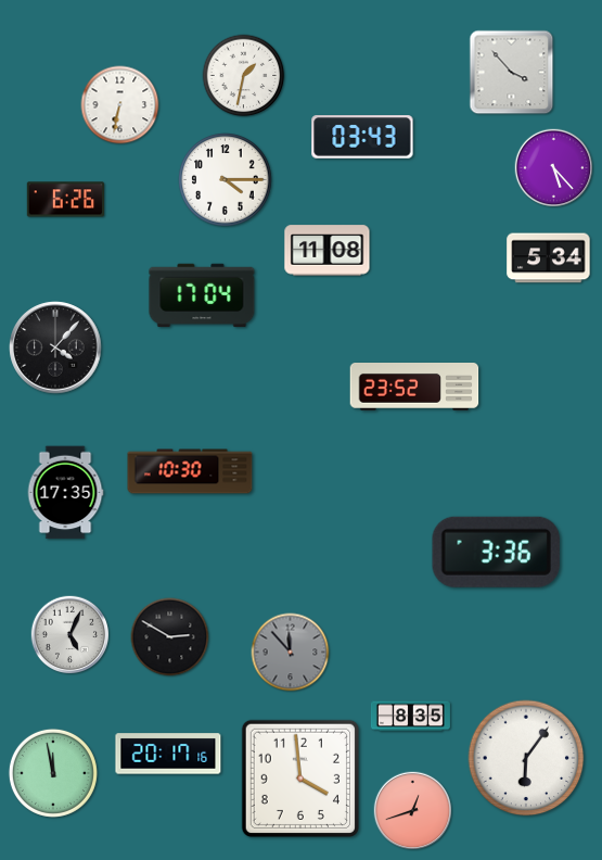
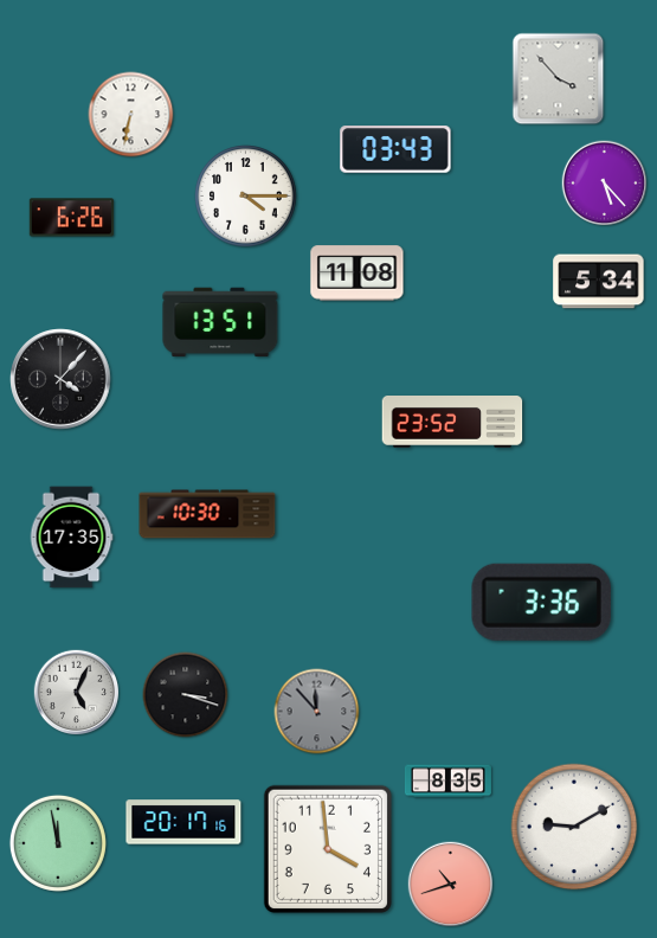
clock at (244, 76): 1:32 -> none
clock at (202, 295): 17:04 -> 13:51
clock at (170, 637): 2:50 -> 3:18
clock at (526, 758): 6:06 -> 9:10
clock at (413, 811): 12:42 -> 10:42
